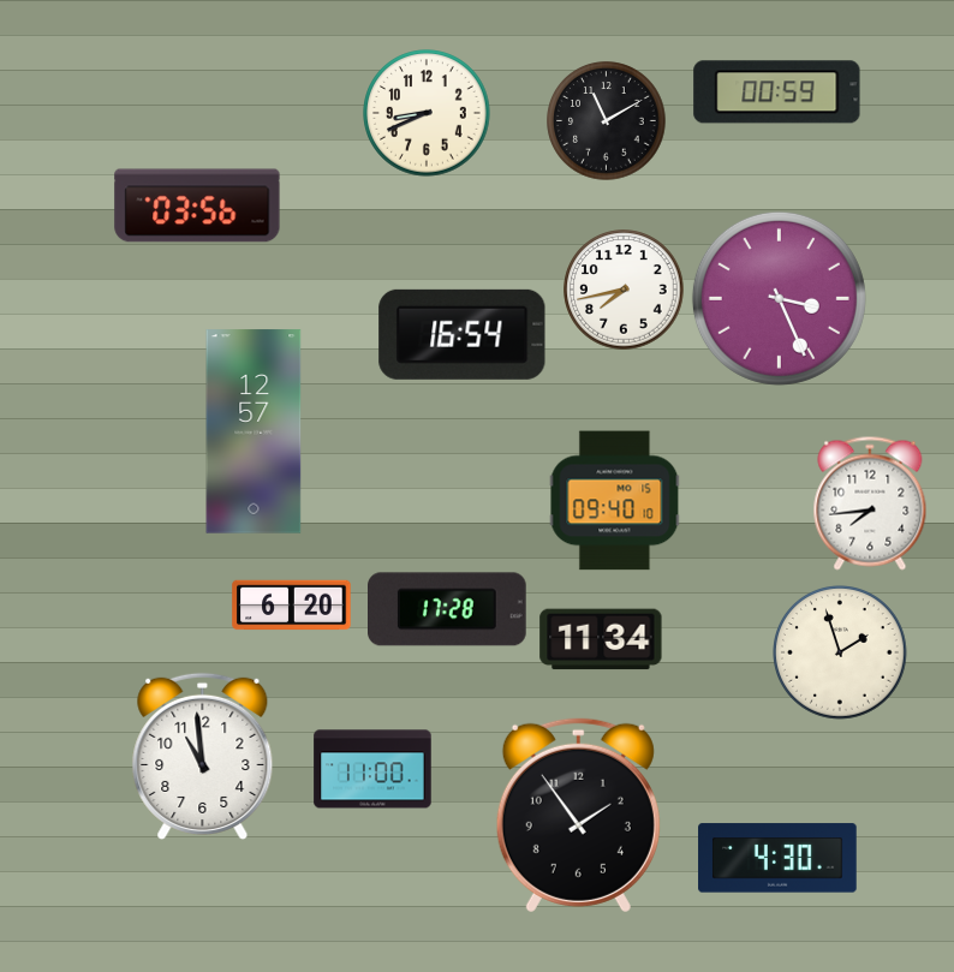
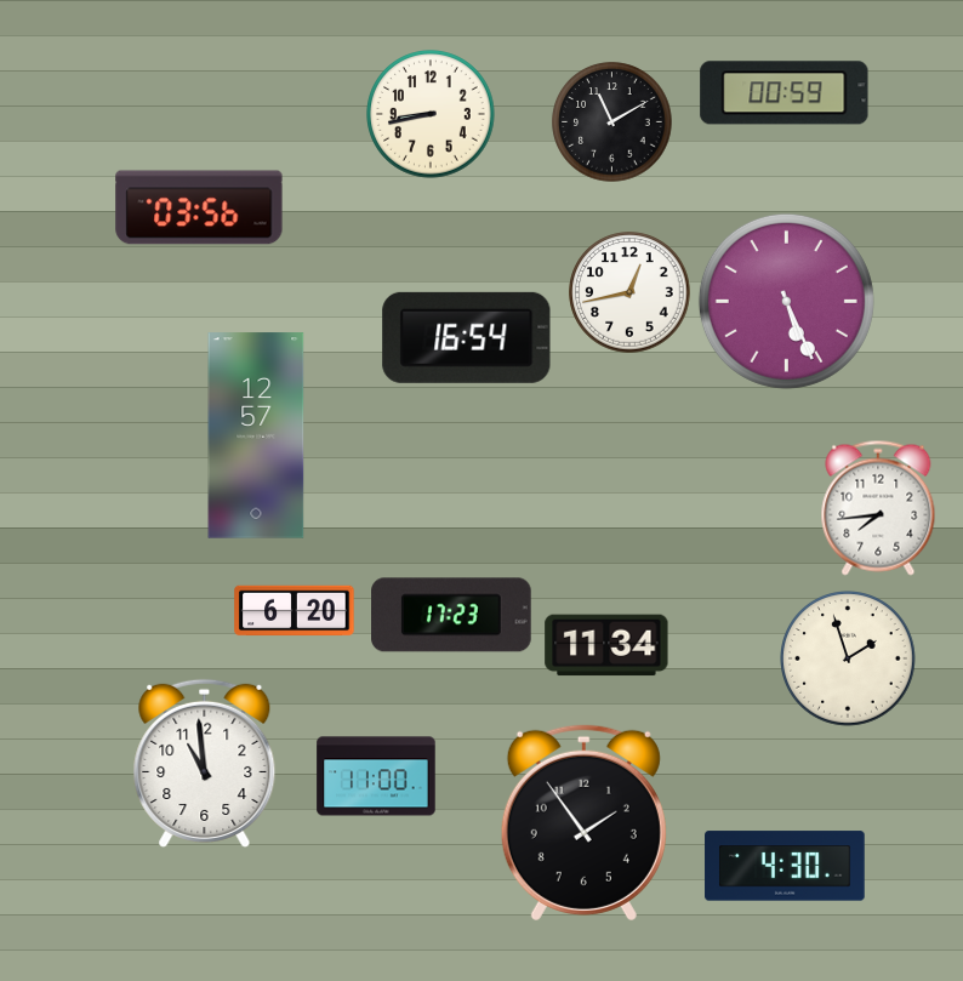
clock at (427, 113): 8:41 -> 8:43
clock at (624, 290): 7:43 -> 12:43
clock at (779, 298): 3:26 -> 5:26
clock at (615, 501): 09:40 -> none
clock at (448, 609): 17:28 -> 17:23
